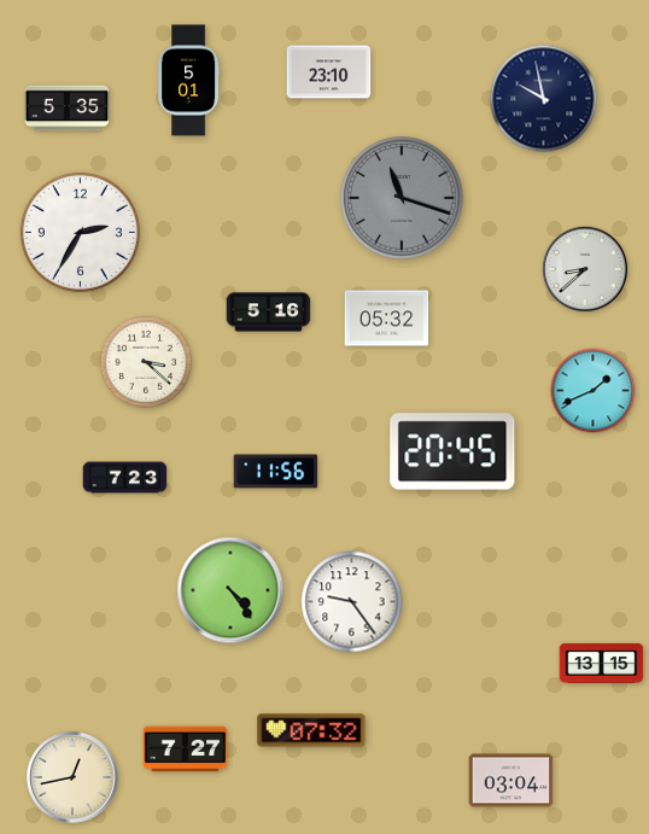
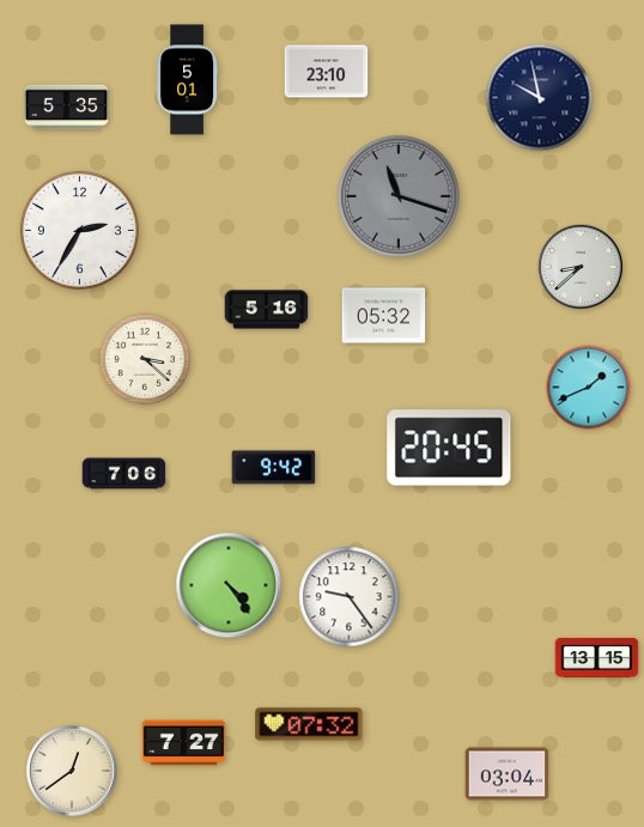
clock at (276, 472): 11:56 -> 9:42
clock at (125, 478): 7:23 -> 7:06
clock at (74, 778): 12:43 -> 12:39
